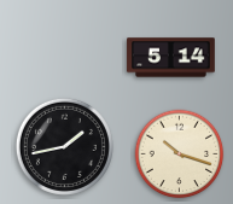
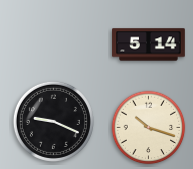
clock at (171, 58) position: (171, 58) -> (149, 45)
clock at (64, 146): 1:43 -> 9:19
